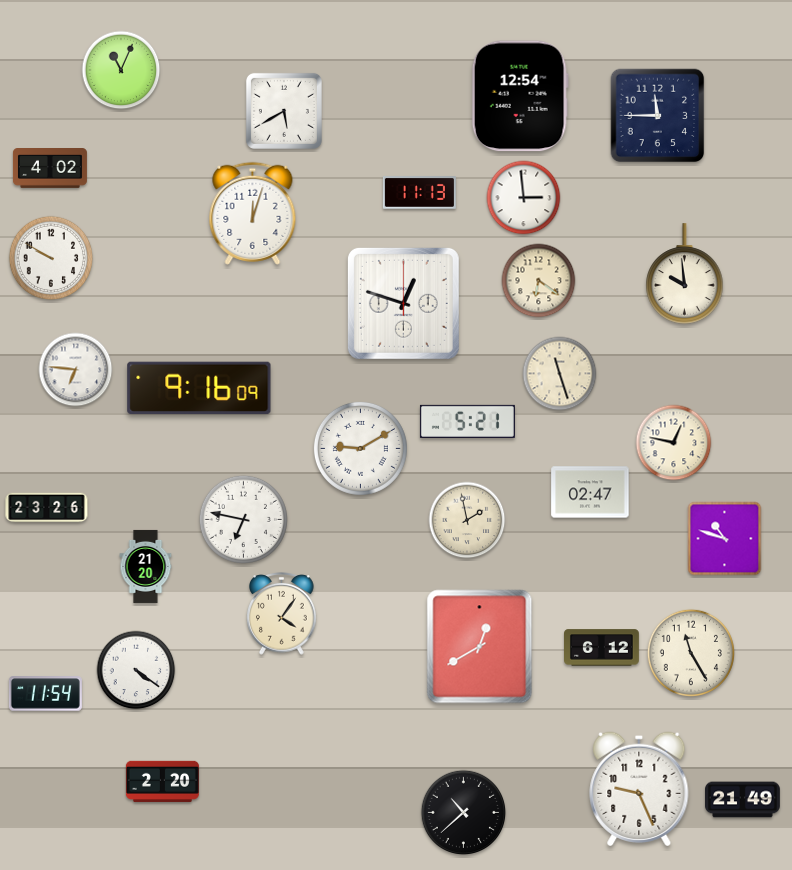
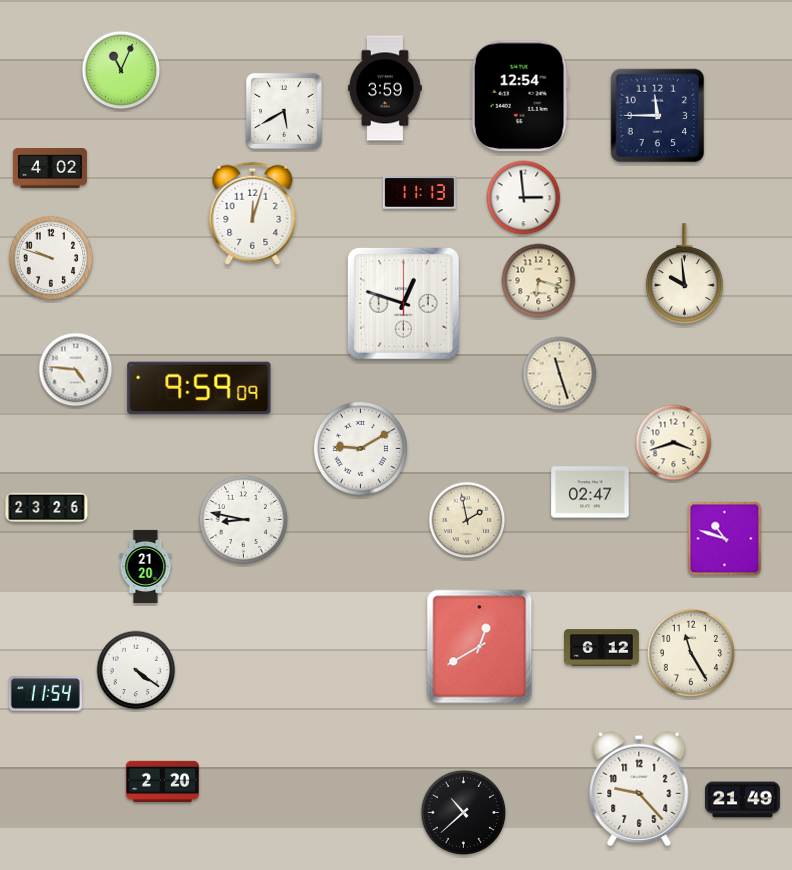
clock at (385, 88): none -> 3:59
clock at (51, 258): 9:50 -> 9:48
clock at (539, 281): 6:21 -> 6:18
clock at (76, 370): 6:46 -> 4:46
clock at (199, 388): 9:16 -> 9:59
clock at (467, 421): 5:21 -> none
clock at (674, 443): 12:47 -> 3:42
clock at (243, 519): 6:47 -> 8:47
clock at (282, 614): 4:06 -> none
clock at (639, 788): 9:26 -> 9:23
